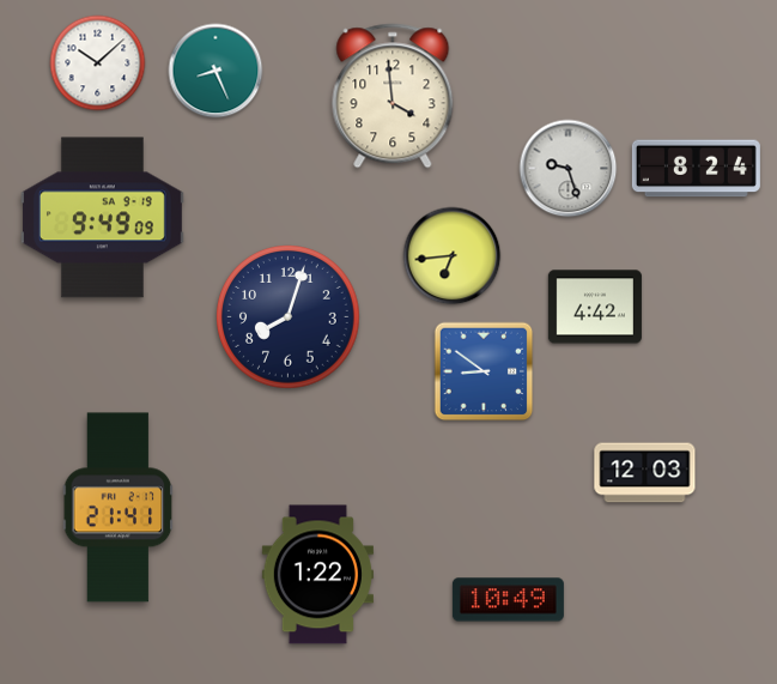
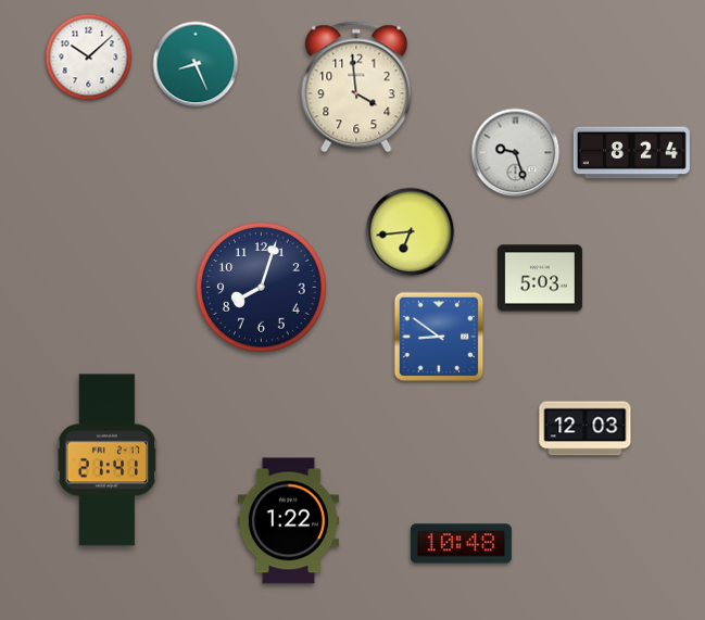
clock at (102, 218): 9:49 -> none
clock at (595, 307): 4:42 -> 5:03
clock at (508, 600): 10:49 -> 10:48
